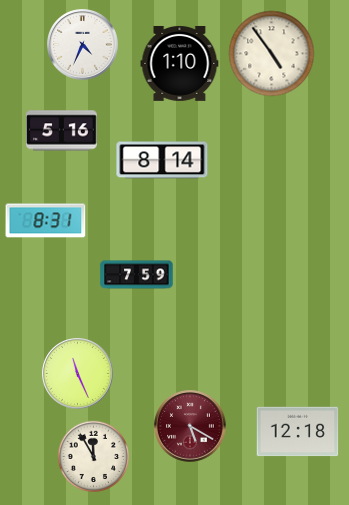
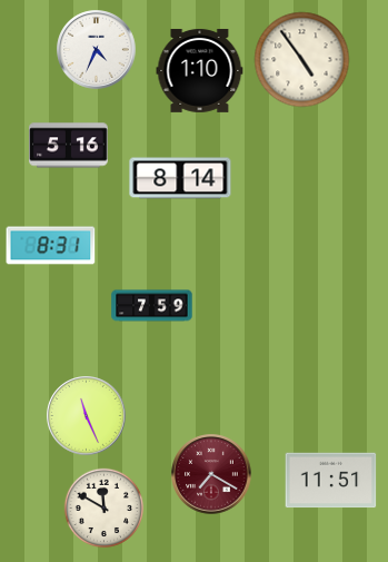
clock at (83, 45) position: (83, 45) -> (97, 50)
clock at (190, 426): 5:20 -> 7:20
clock at (298, 432): 12:18 -> 11:51
clock at (94, 457): 11:55 -> 11:50
